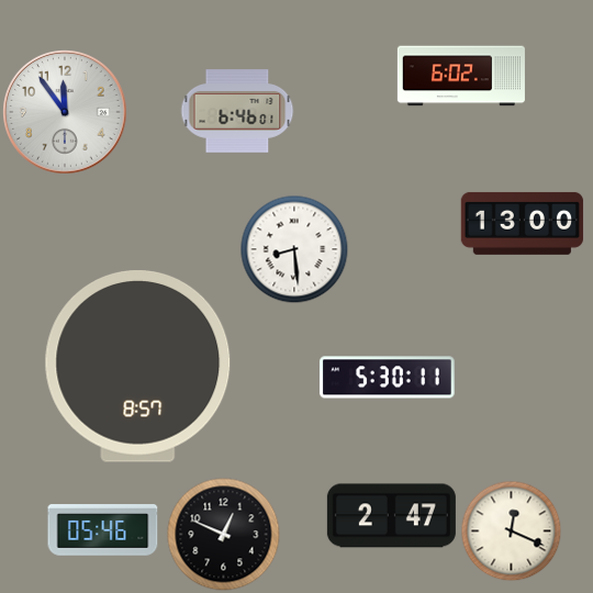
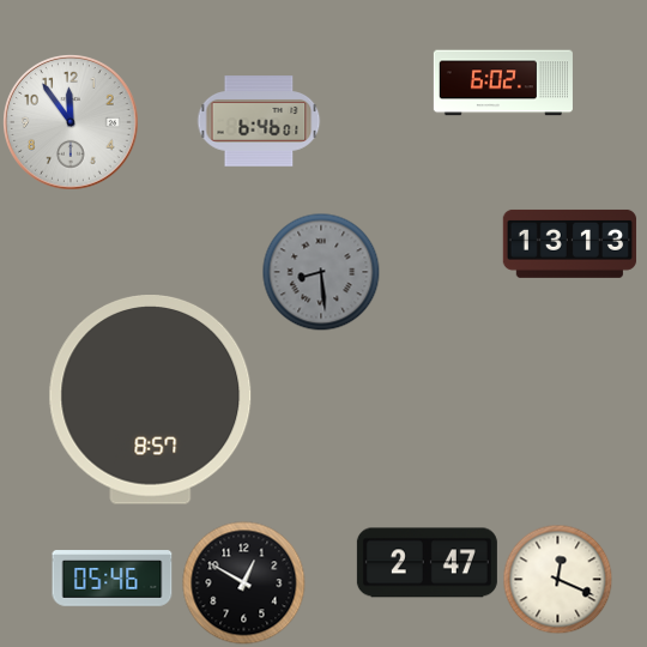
clock at (523, 223): 13:00 -> 13:13
clock at (294, 249) dial: white -> grey
clock at (388, 378): 5:30 -> none
clock at (224, 535): 12:49 -> 12:50
